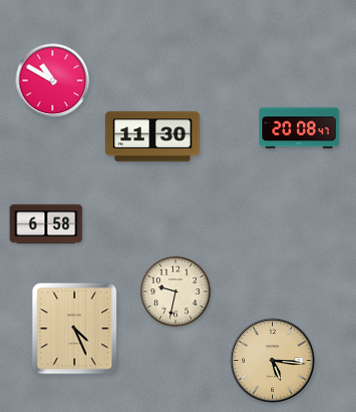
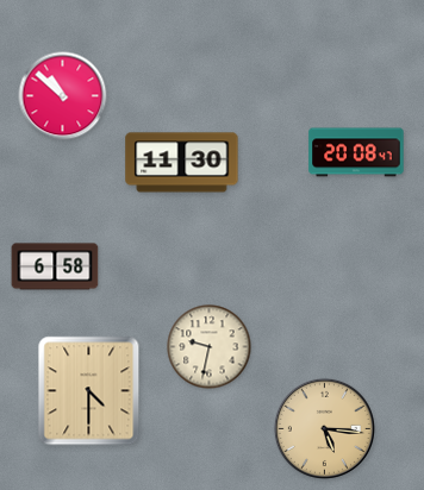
clock at (53, 81): 10:50 -> 10:52
clock at (75, 329): 4:26 -> 4:30
